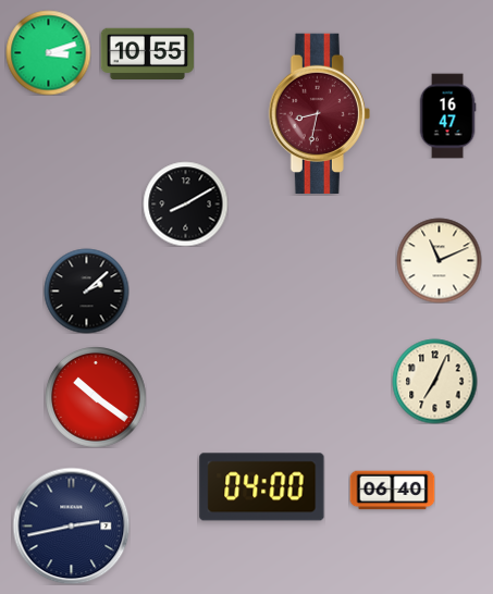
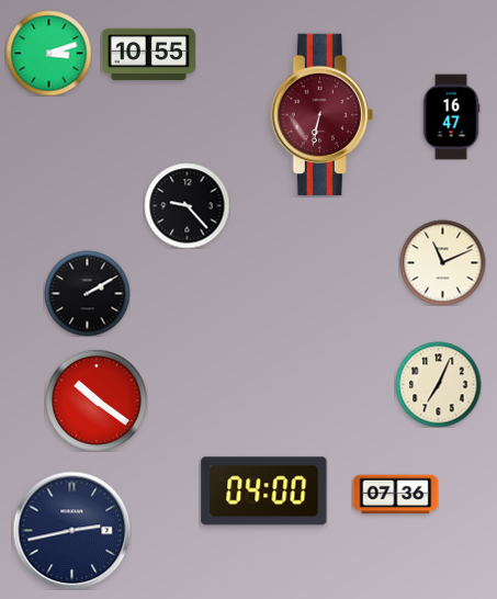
clock at (319, 113): 8:32 -> 6:32
clock at (185, 203): 8:10 -> 9:23
clock at (86, 290): 2:08 -> 2:10
clock at (392, 491): 06:40 -> 07:36
